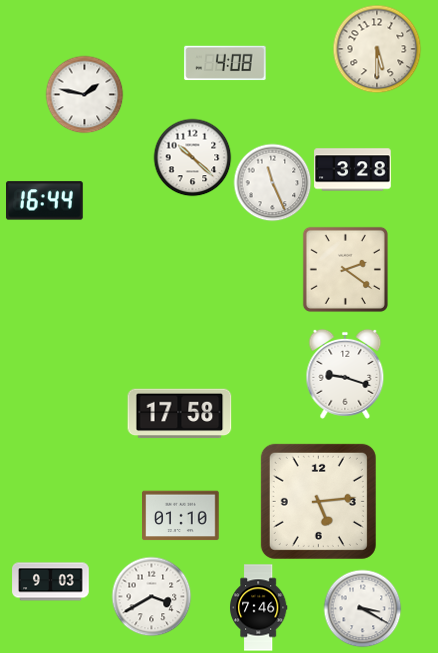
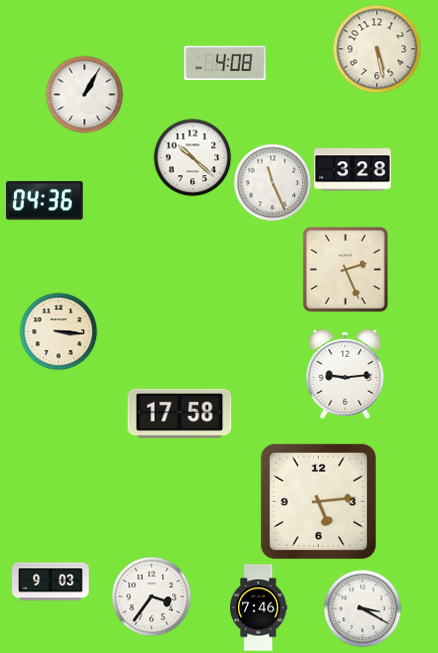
clock at (377, 49): 5:30 -> 5:28
clock at (84, 94): 1:47 -> 1:05
clock at (45, 201): 16:44 -> 04:36
clock at (345, 269): 2:21 -> 2:26
clock at (58, 331): none -> 3:16
clock at (345, 374): 9:18 -> 9:14
clock at (181, 516): 01:10 -> none
clock at (151, 596): 3:40 -> 3:36
